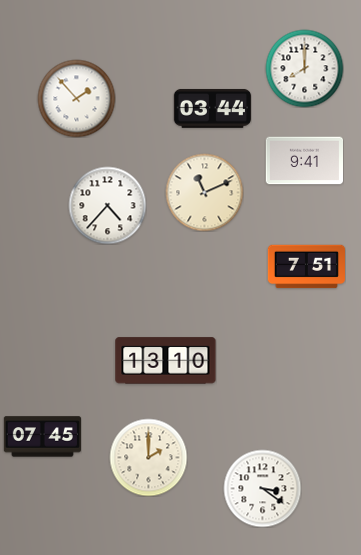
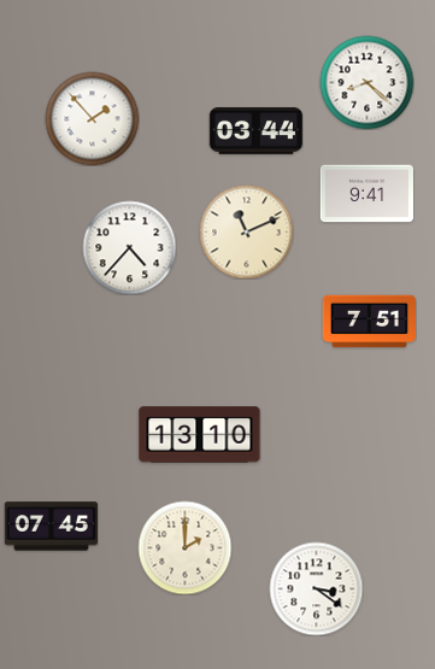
clock at (304, 68): 8:00 -> 8:22
clock at (148, 457) position: (148, 457) -> (184, 547)
